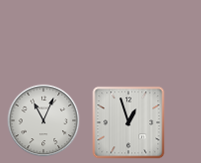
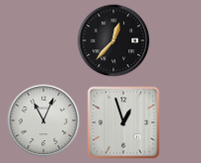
clock at (114, 41): none -> 12:37
clock at (129, 123) position: (129, 123) -> (124, 123)
